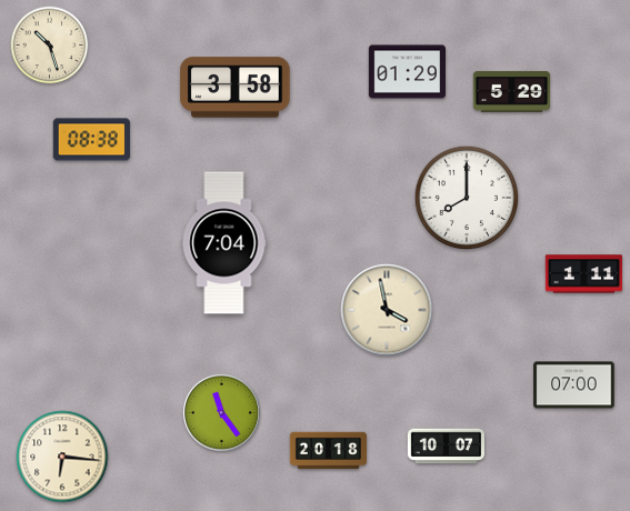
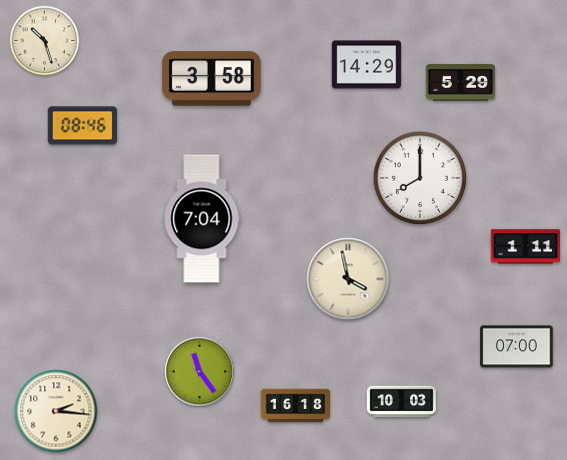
clock at (407, 72): 01:29 -> 14:29
clock at (91, 140): 08:38 -> 08:46
clock at (447, 447): 10:07 -> 10:03
clock at (328, 451): 20:18 -> 16:18
clock at (62, 457): 6:16 -> 2:16
